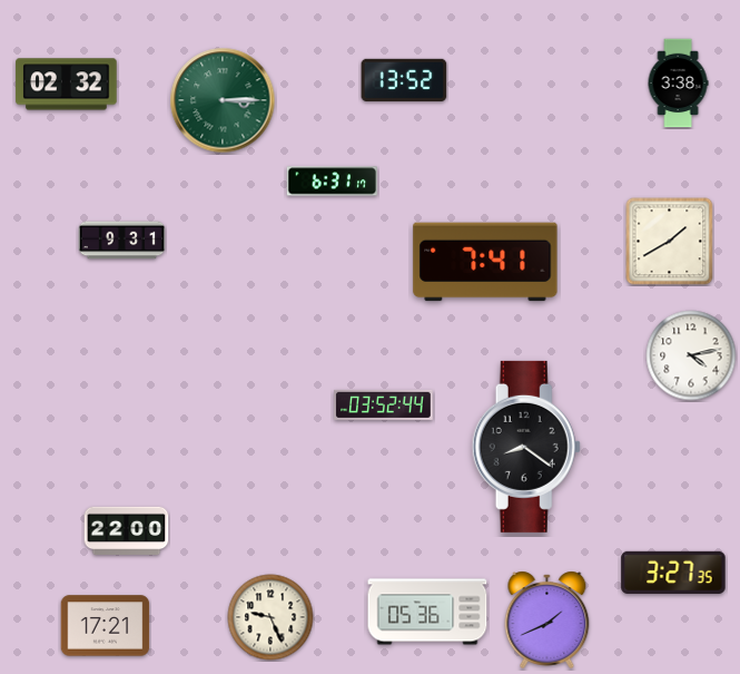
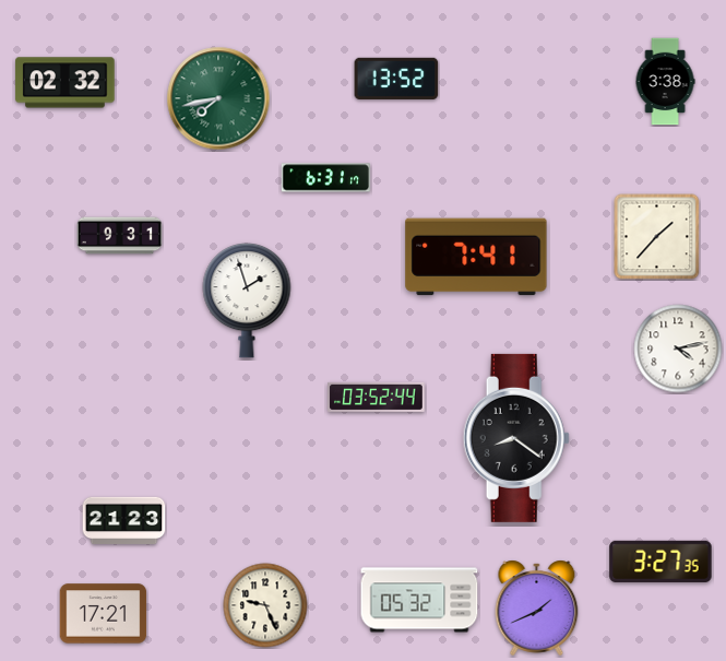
clock at (223, 100): 3:15 -> 7:43
clock at (670, 242): 1:40 -> 1:37
clock at (247, 300): none -> 1:57
clock at (127, 531): 22:00 -> 21:23
clock at (427, 612): 05:36 -> 05:32
